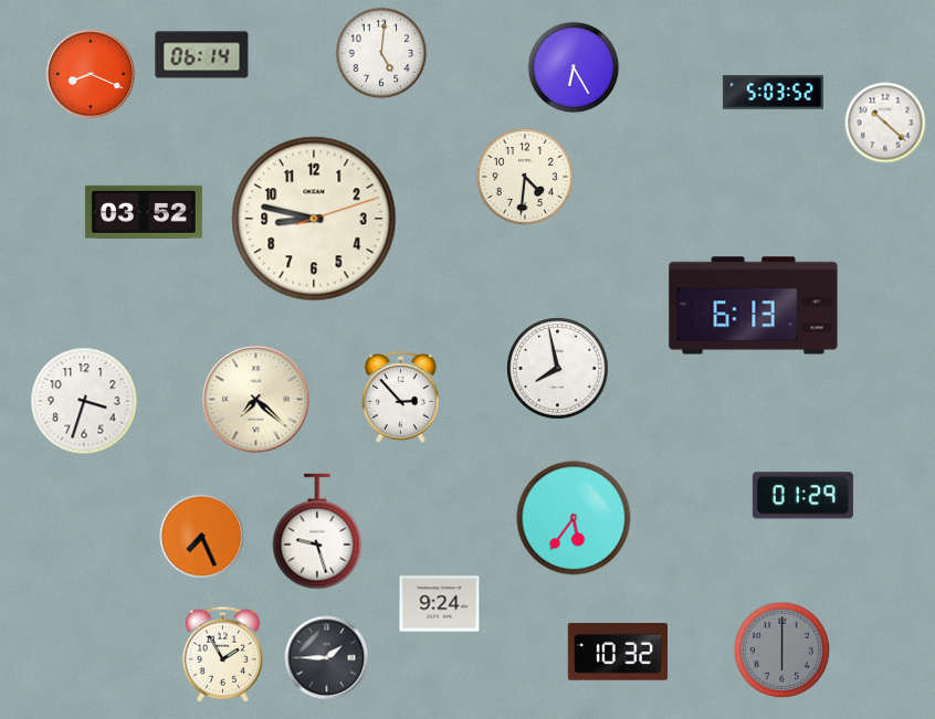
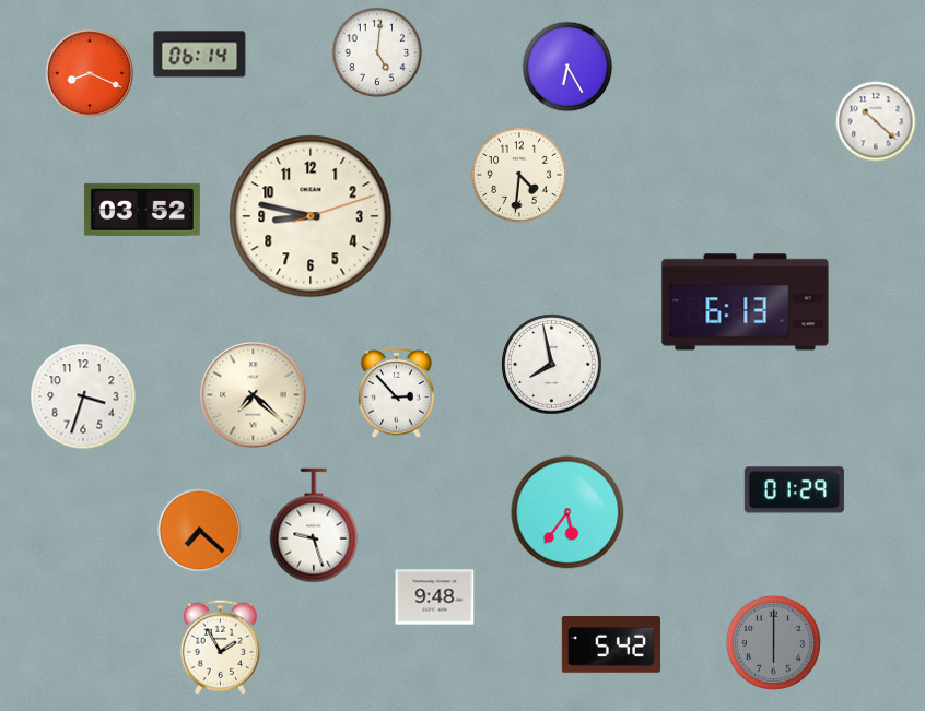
clock at (773, 93): 5:03 -> none
clock at (202, 537): 7:26 -> 7:22
clock at (440, 604): 9:24 -> 9:48
clock at (617, 652): 10:32 -> 5:42
clock at (327, 658): 1:45 -> none
